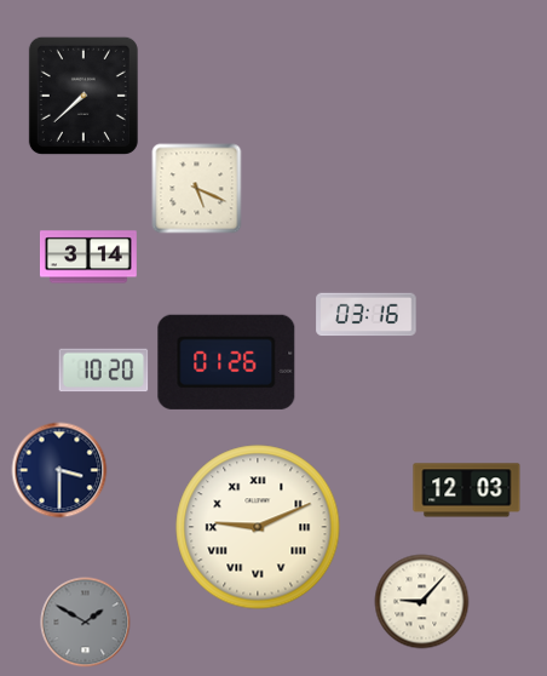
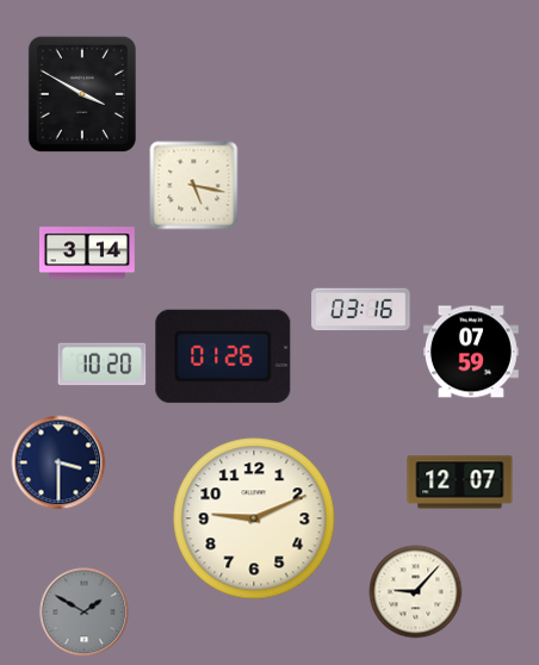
clock at (84, 96): 7:38 -> 3:50
clock at (197, 189): 5:19 -> 5:17
clock at (471, 352): none -> 07:59
clock at (467, 491): 12:03 -> 12:07
clock at (258, 527) numerals: Roman -> Arabic
